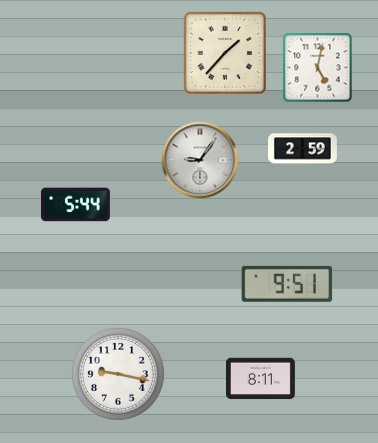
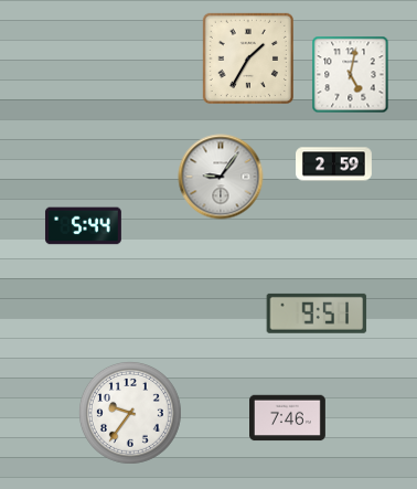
clock at (225, 53): 1:37 -> 1:35
clock at (118, 374): 9:17 -> 9:36
clock at (261, 379): 8:11 -> 7:46
